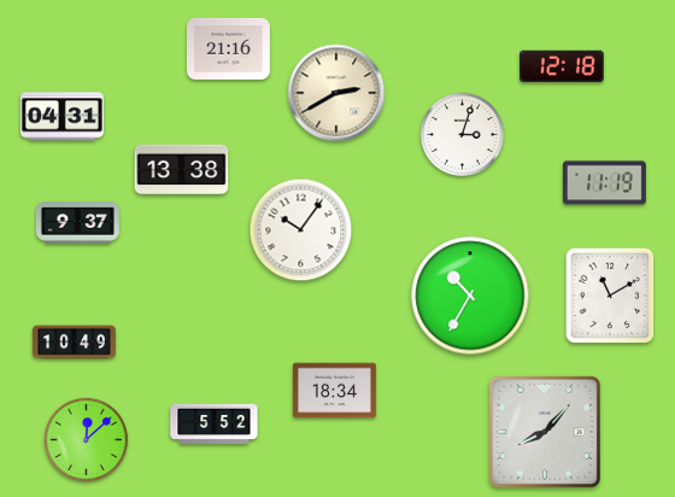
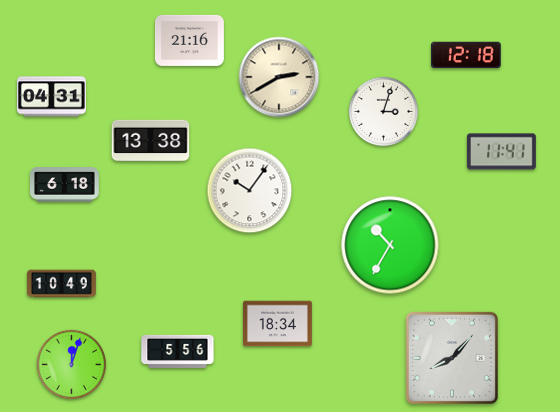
clock at (604, 183): 11:19 -> 11:41
clock at (77, 223): 9:37 -> 6:18
clock at (610, 296): 11:10 -> none
clock at (215, 423): 5:52 -> 5:56
clock at (87, 440): 12:08 -> 12:03
